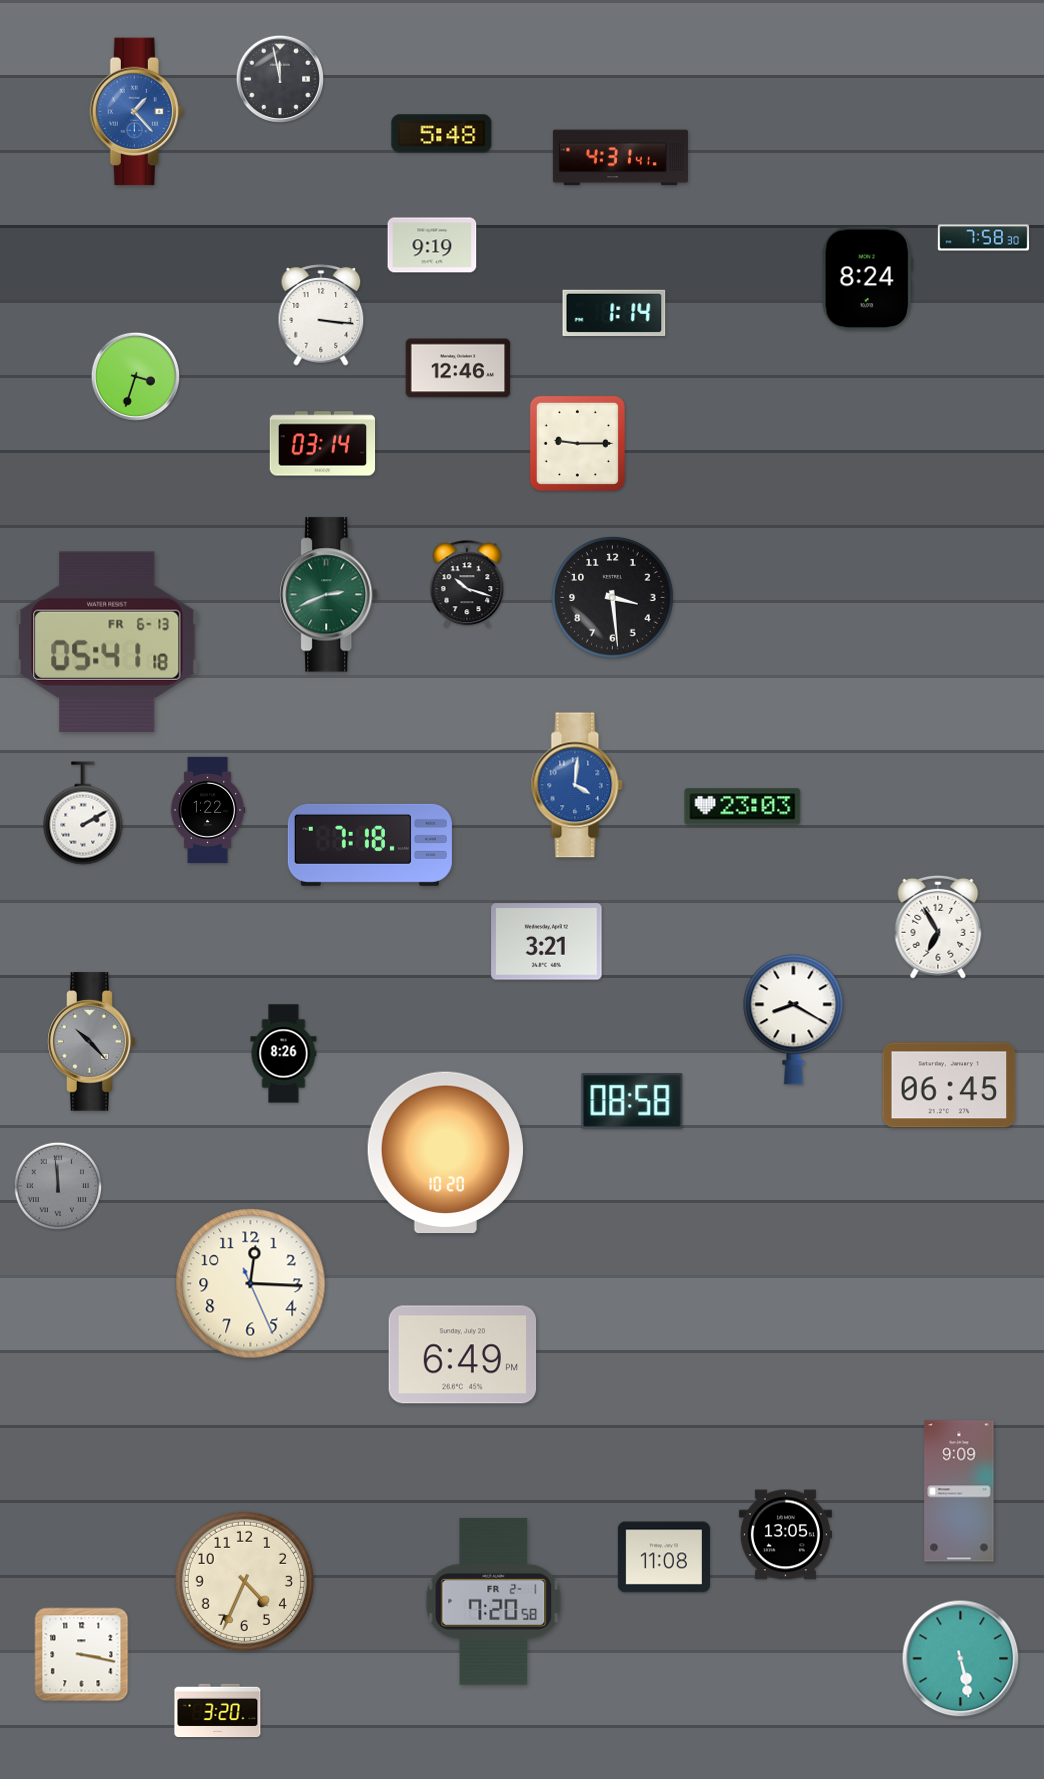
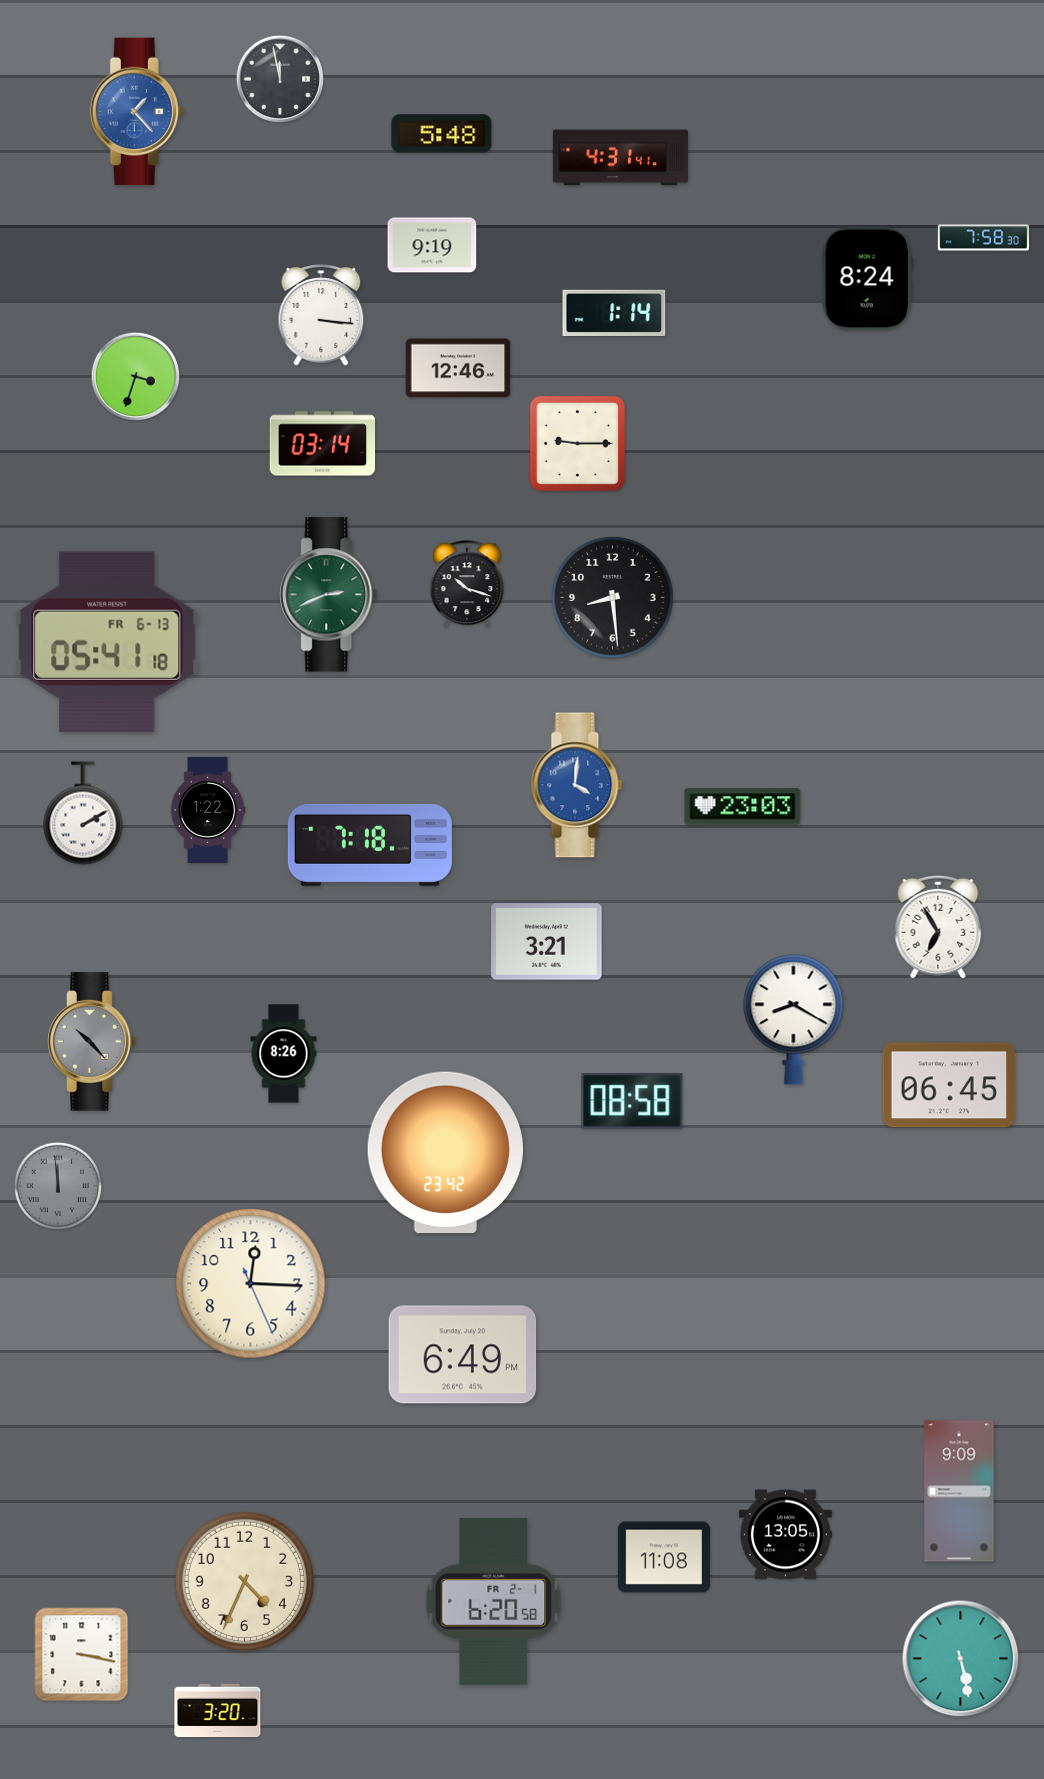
clock at (613, 598): 3:29 -> 8:29
clock at (445, 1153): 10:20 -> 23:42
clock at (494, 1601): 7:20 -> 6:20
